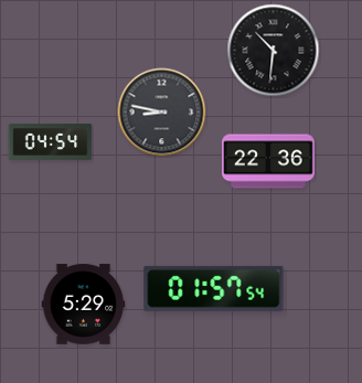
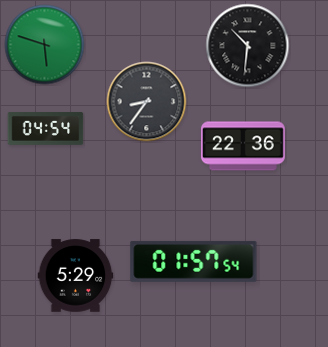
clock at (45, 45): none -> 5:48
clock at (162, 113): 8:47 -> 8:36
